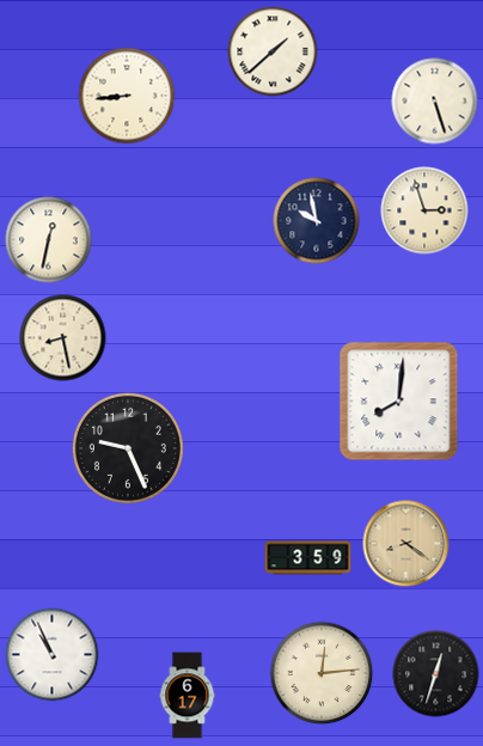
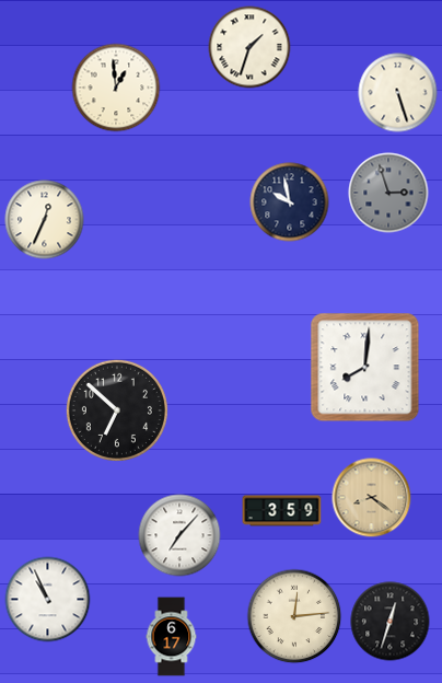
clock at (273, 51): 1:38 -> 1:33
clock at (127, 96): 8:44 -> 12:59
clock at (424, 210) dial: cream -> grey
clock at (49, 240): 12:32 -> 12:34
clock at (63, 338): 8:28 -> none
clock at (128, 448): 9:26 -> 6:52
clock at (179, 535): none -> 7:07
clock at (436, 674) position: (436, 674) -> (391, 622)
